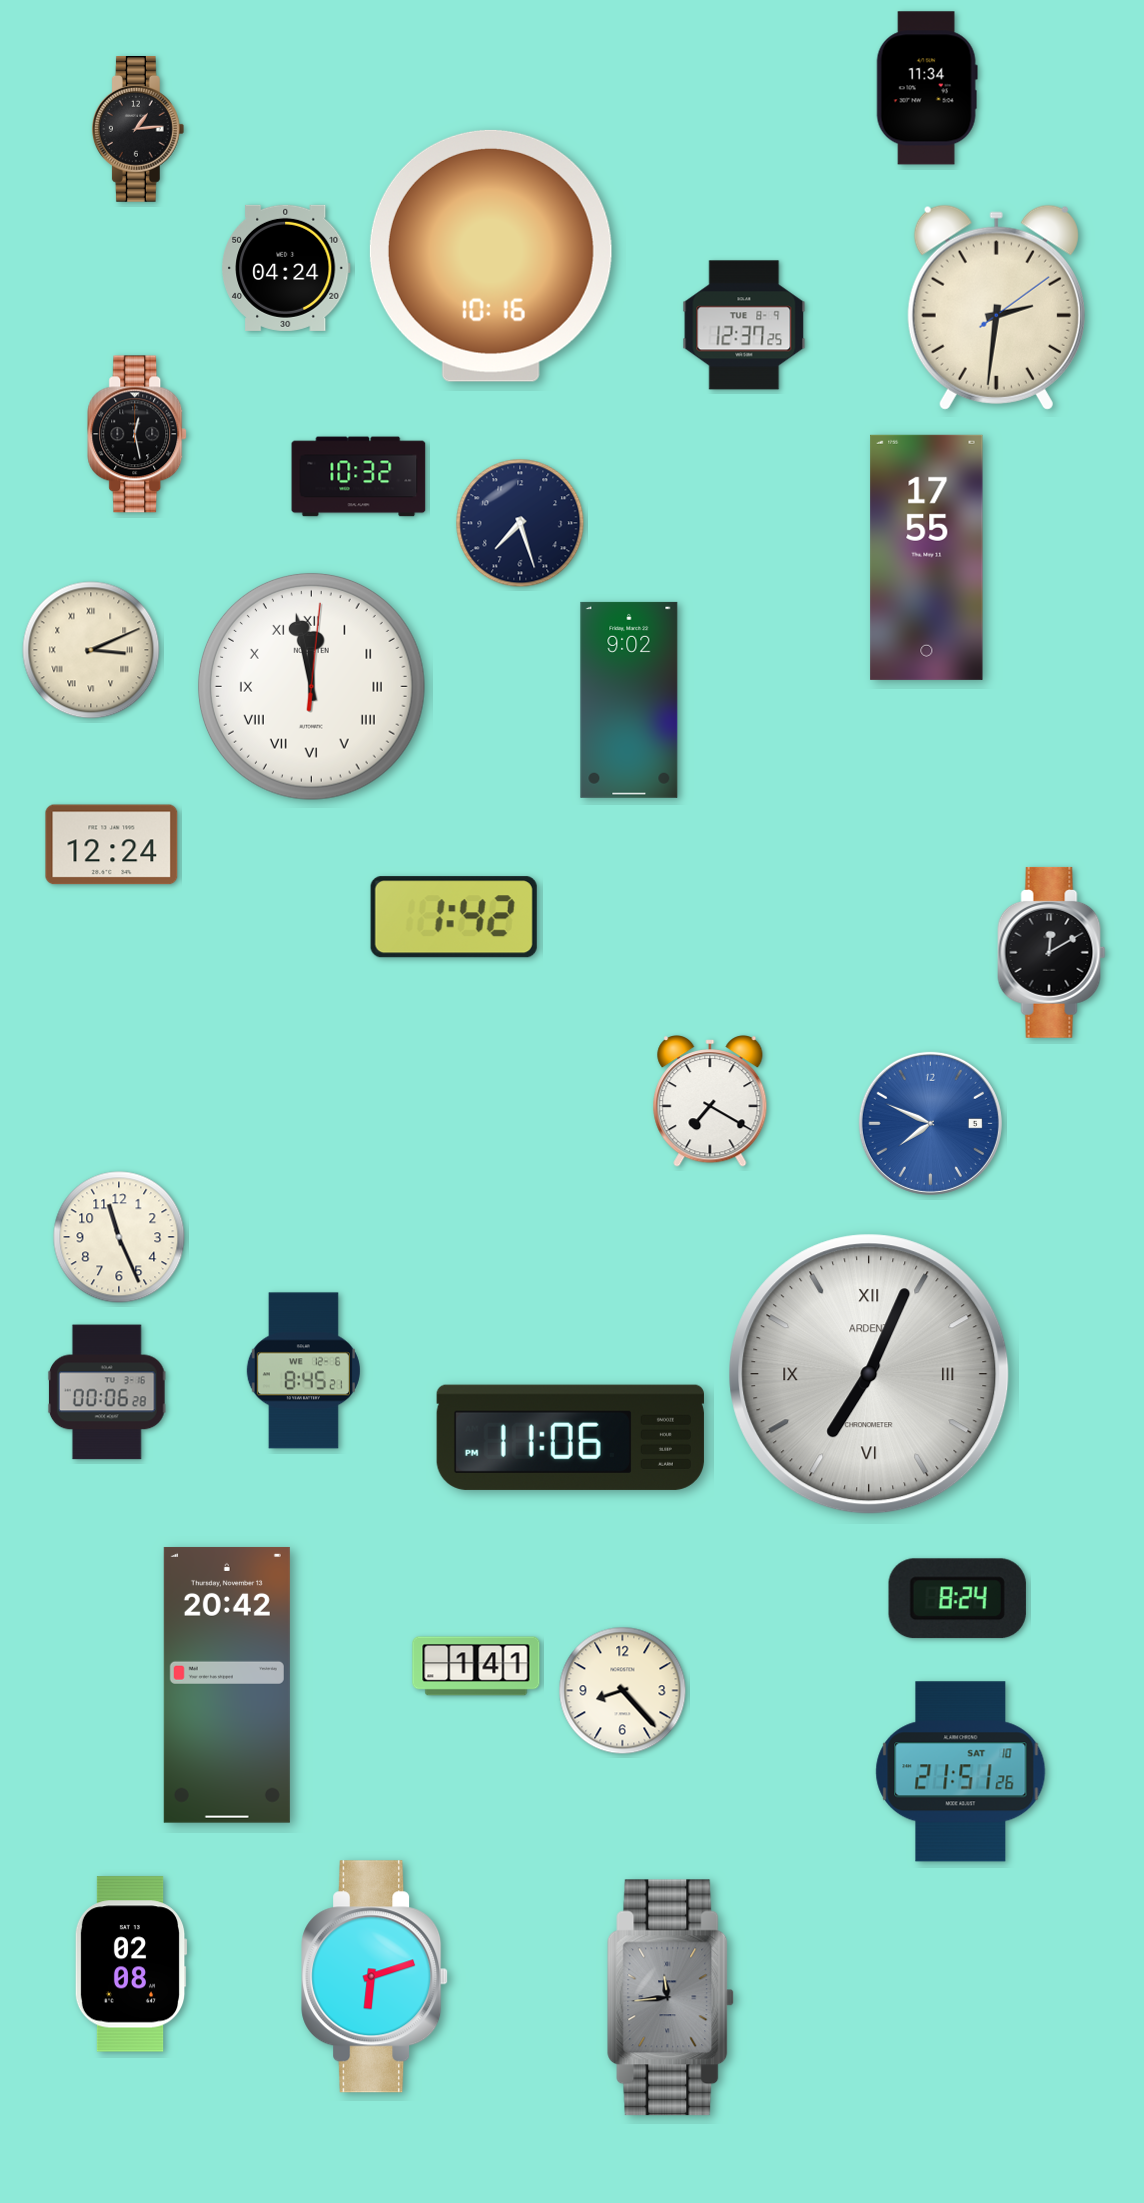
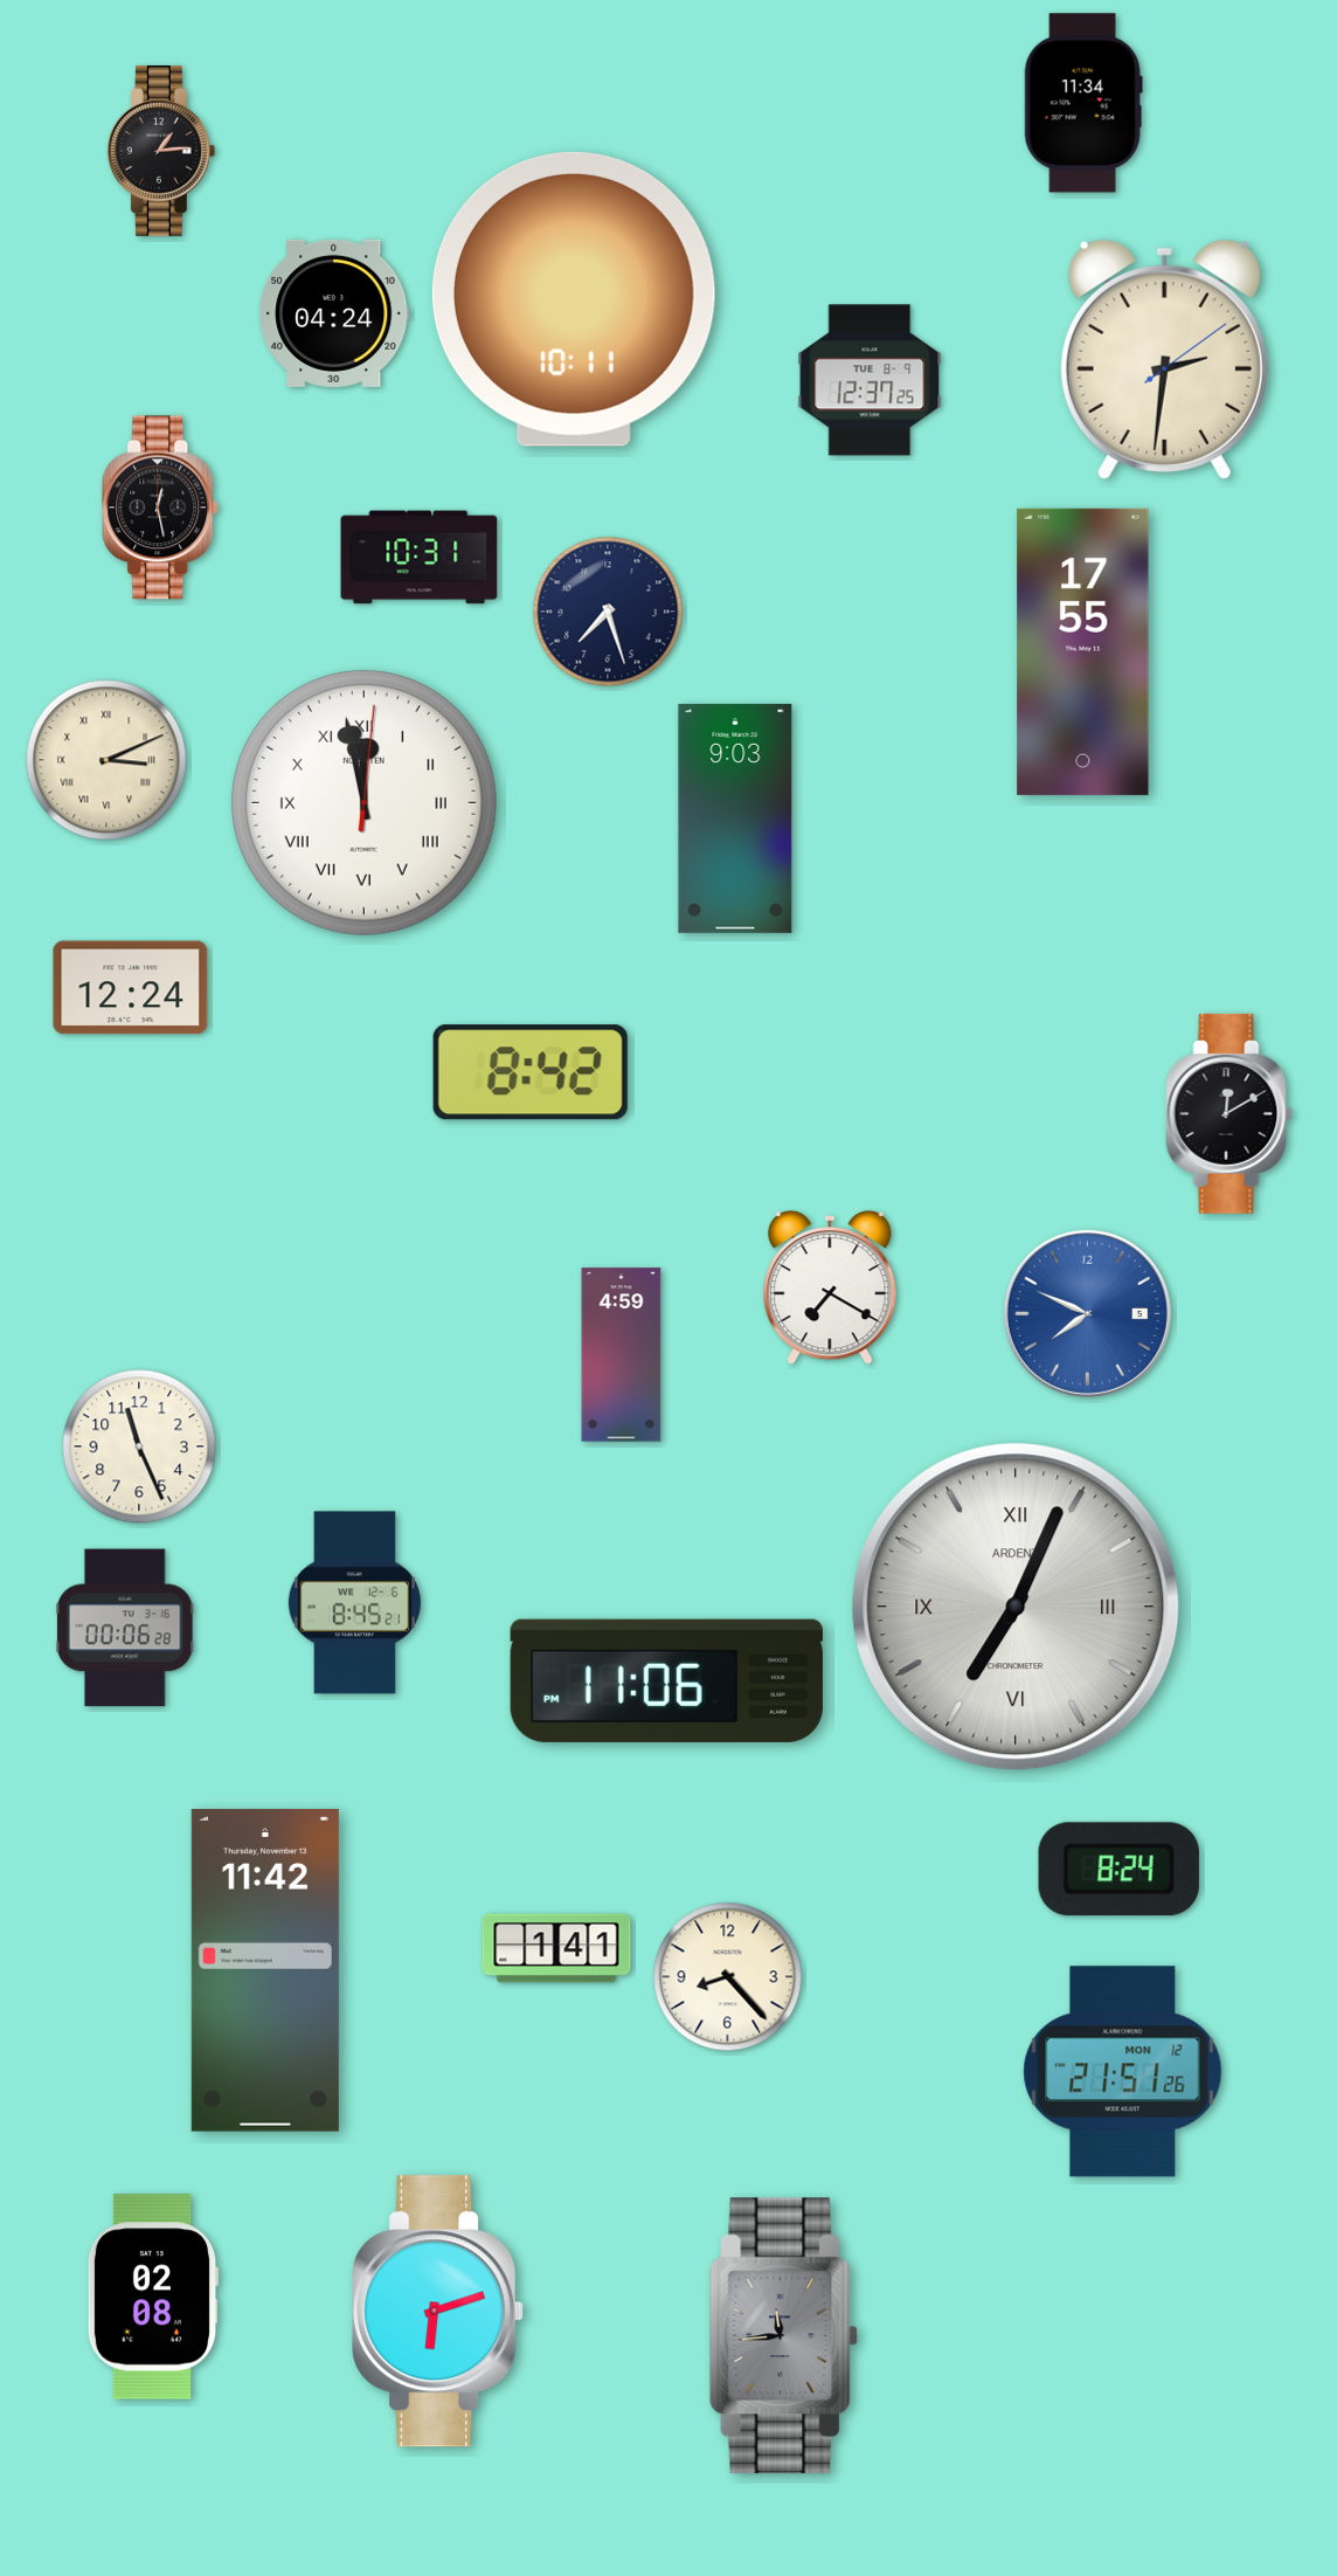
clock at (491, 256): 10:16 -> 10:11
clock at (359, 477): 10:32 -> 10:31
clock at (629, 700): 9:02 -> 9:03
clock at (454, 917): 1:42 -> 8:42
clock at (622, 1355): none -> 4:59
clock at (227, 1685): 20:42 -> 11:42
clock at (961, 1772) date: SAT 10 -> MON 12
